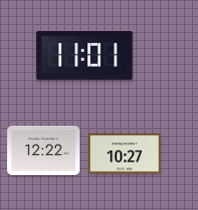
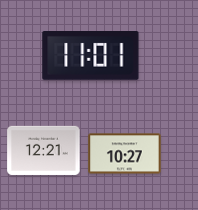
clock at (85, 56) position: (85, 56) -> (91, 56)
clock at (44, 150): 12:22 -> 12:21
